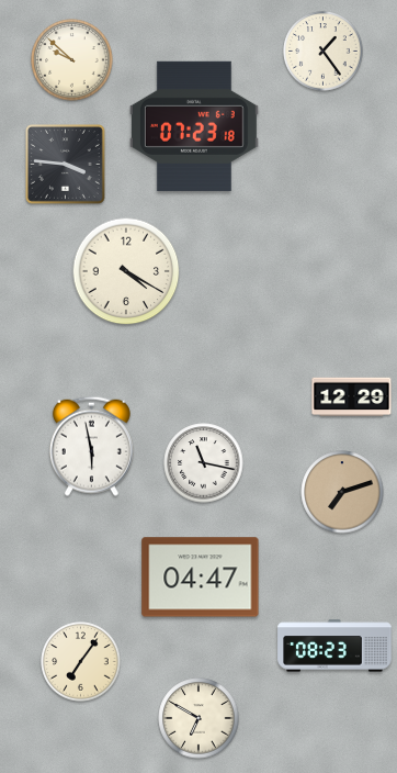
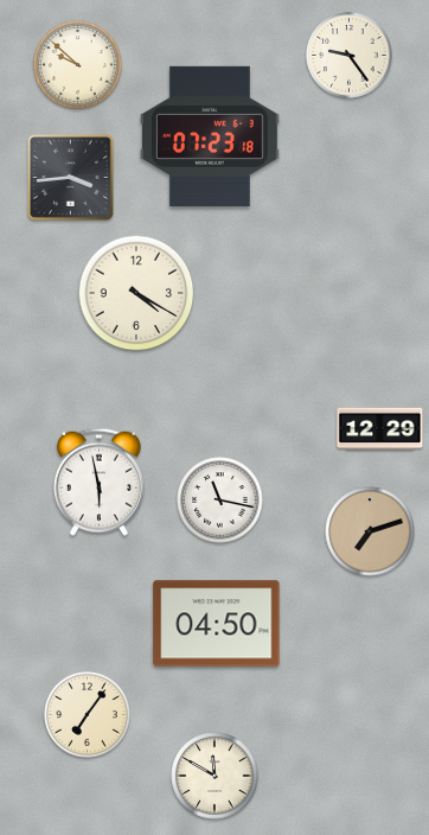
clock at (324, 52): 1:24 -> 9:24
clock at (66, 165): 3:46 -> 3:44
clock at (201, 578): 04:47 -> 04:50
clock at (334, 646): 08:23 -> none
clock at (198, 718): 6:50 -> 11:50
